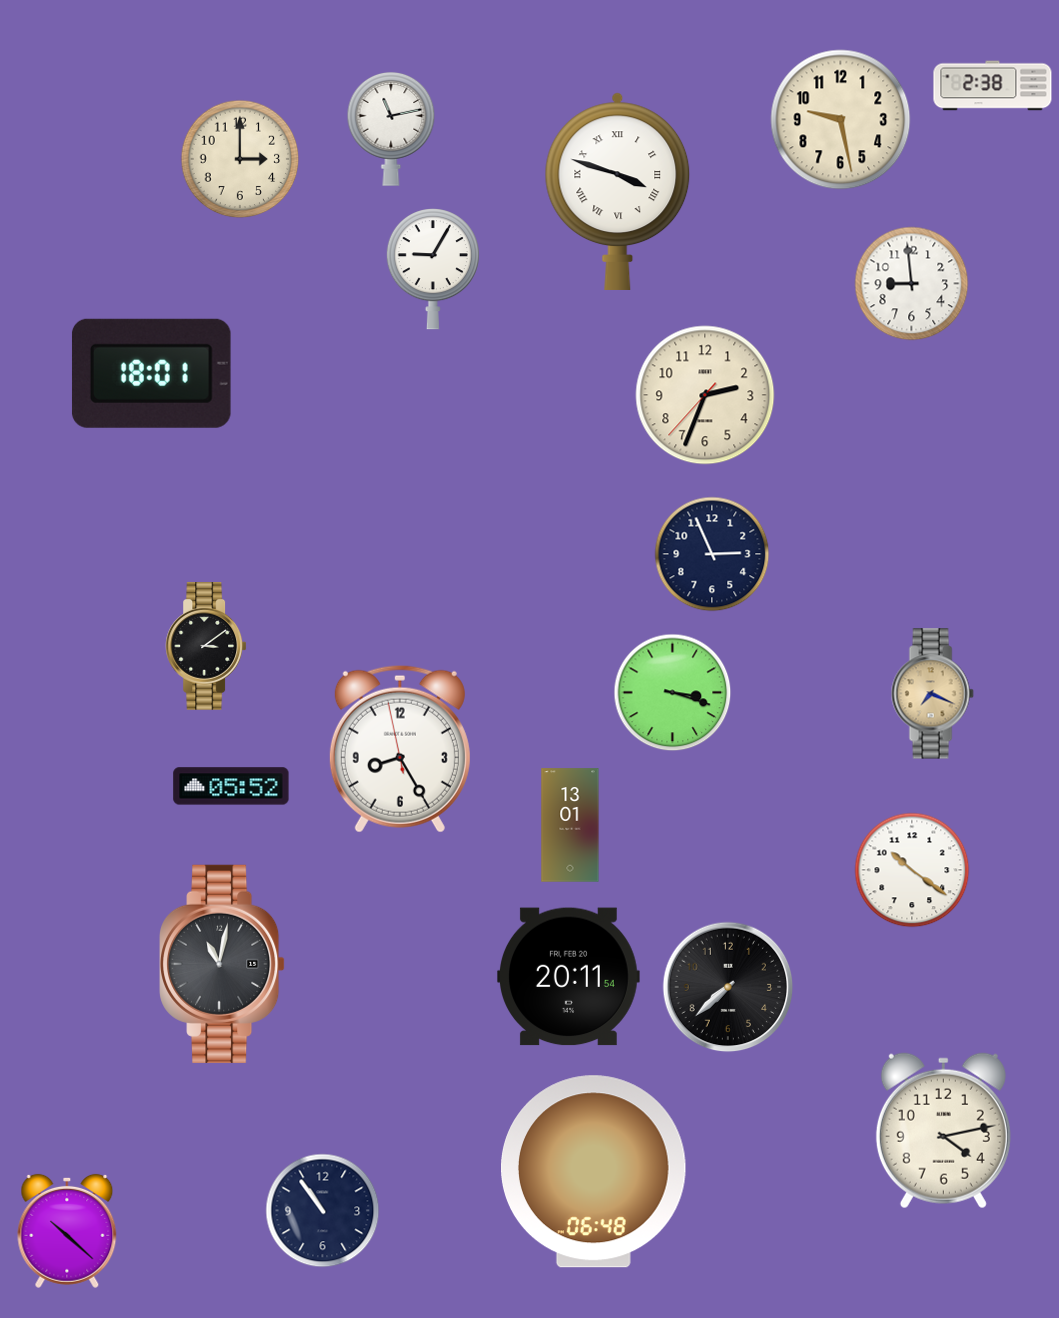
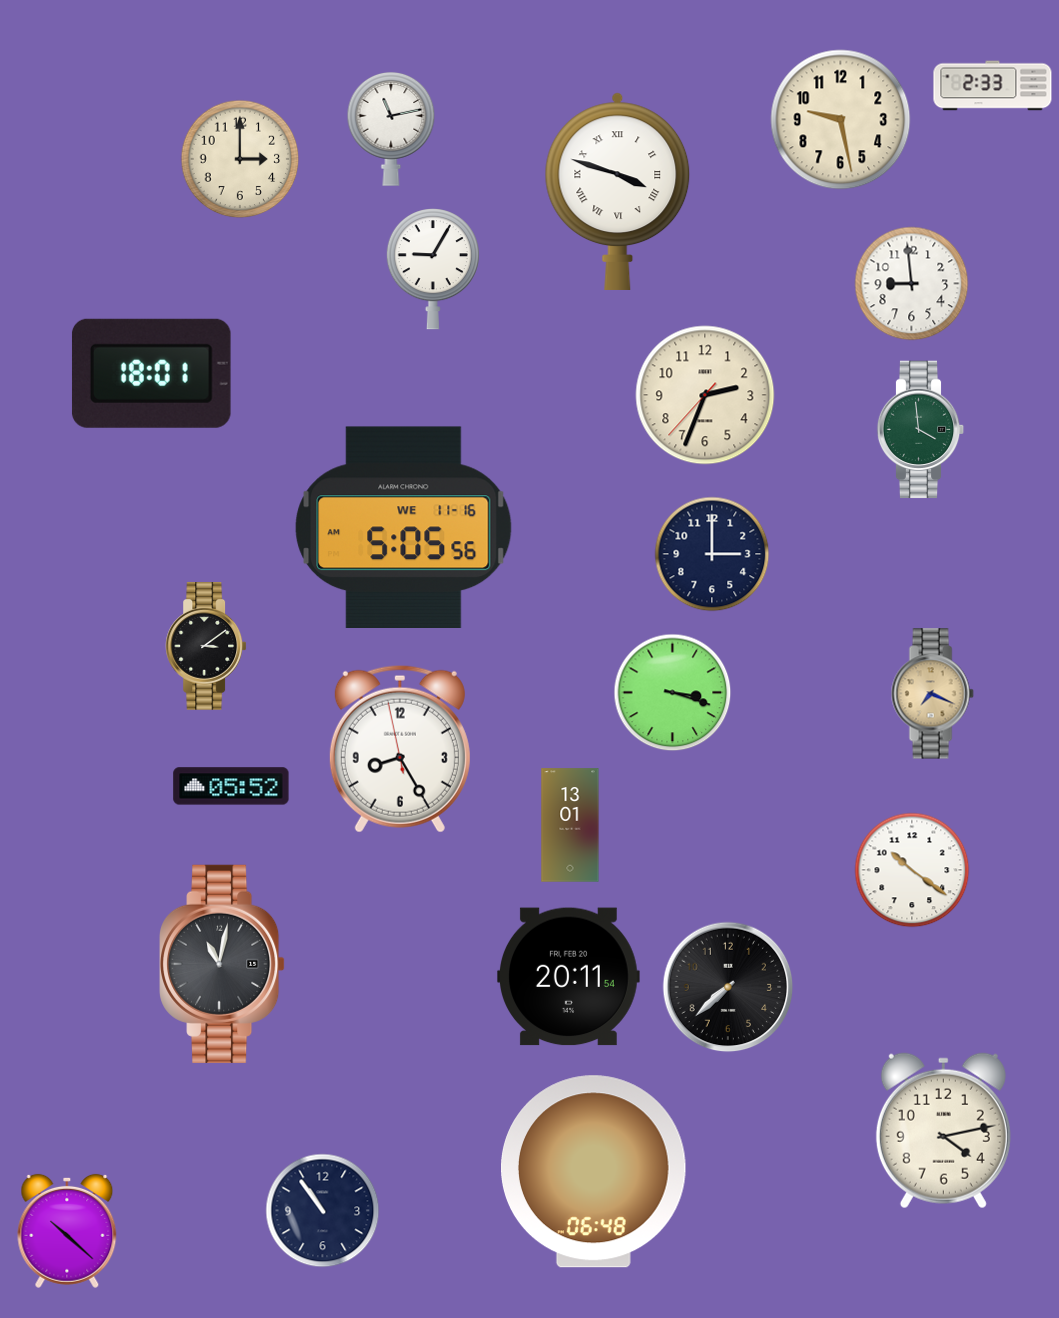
clock at (993, 86): 2:38 -> 2:33
clock at (921, 430): none -> 3:59
clock at (404, 527): none -> 5:05
clock at (712, 554): 2:56 -> 3:00
